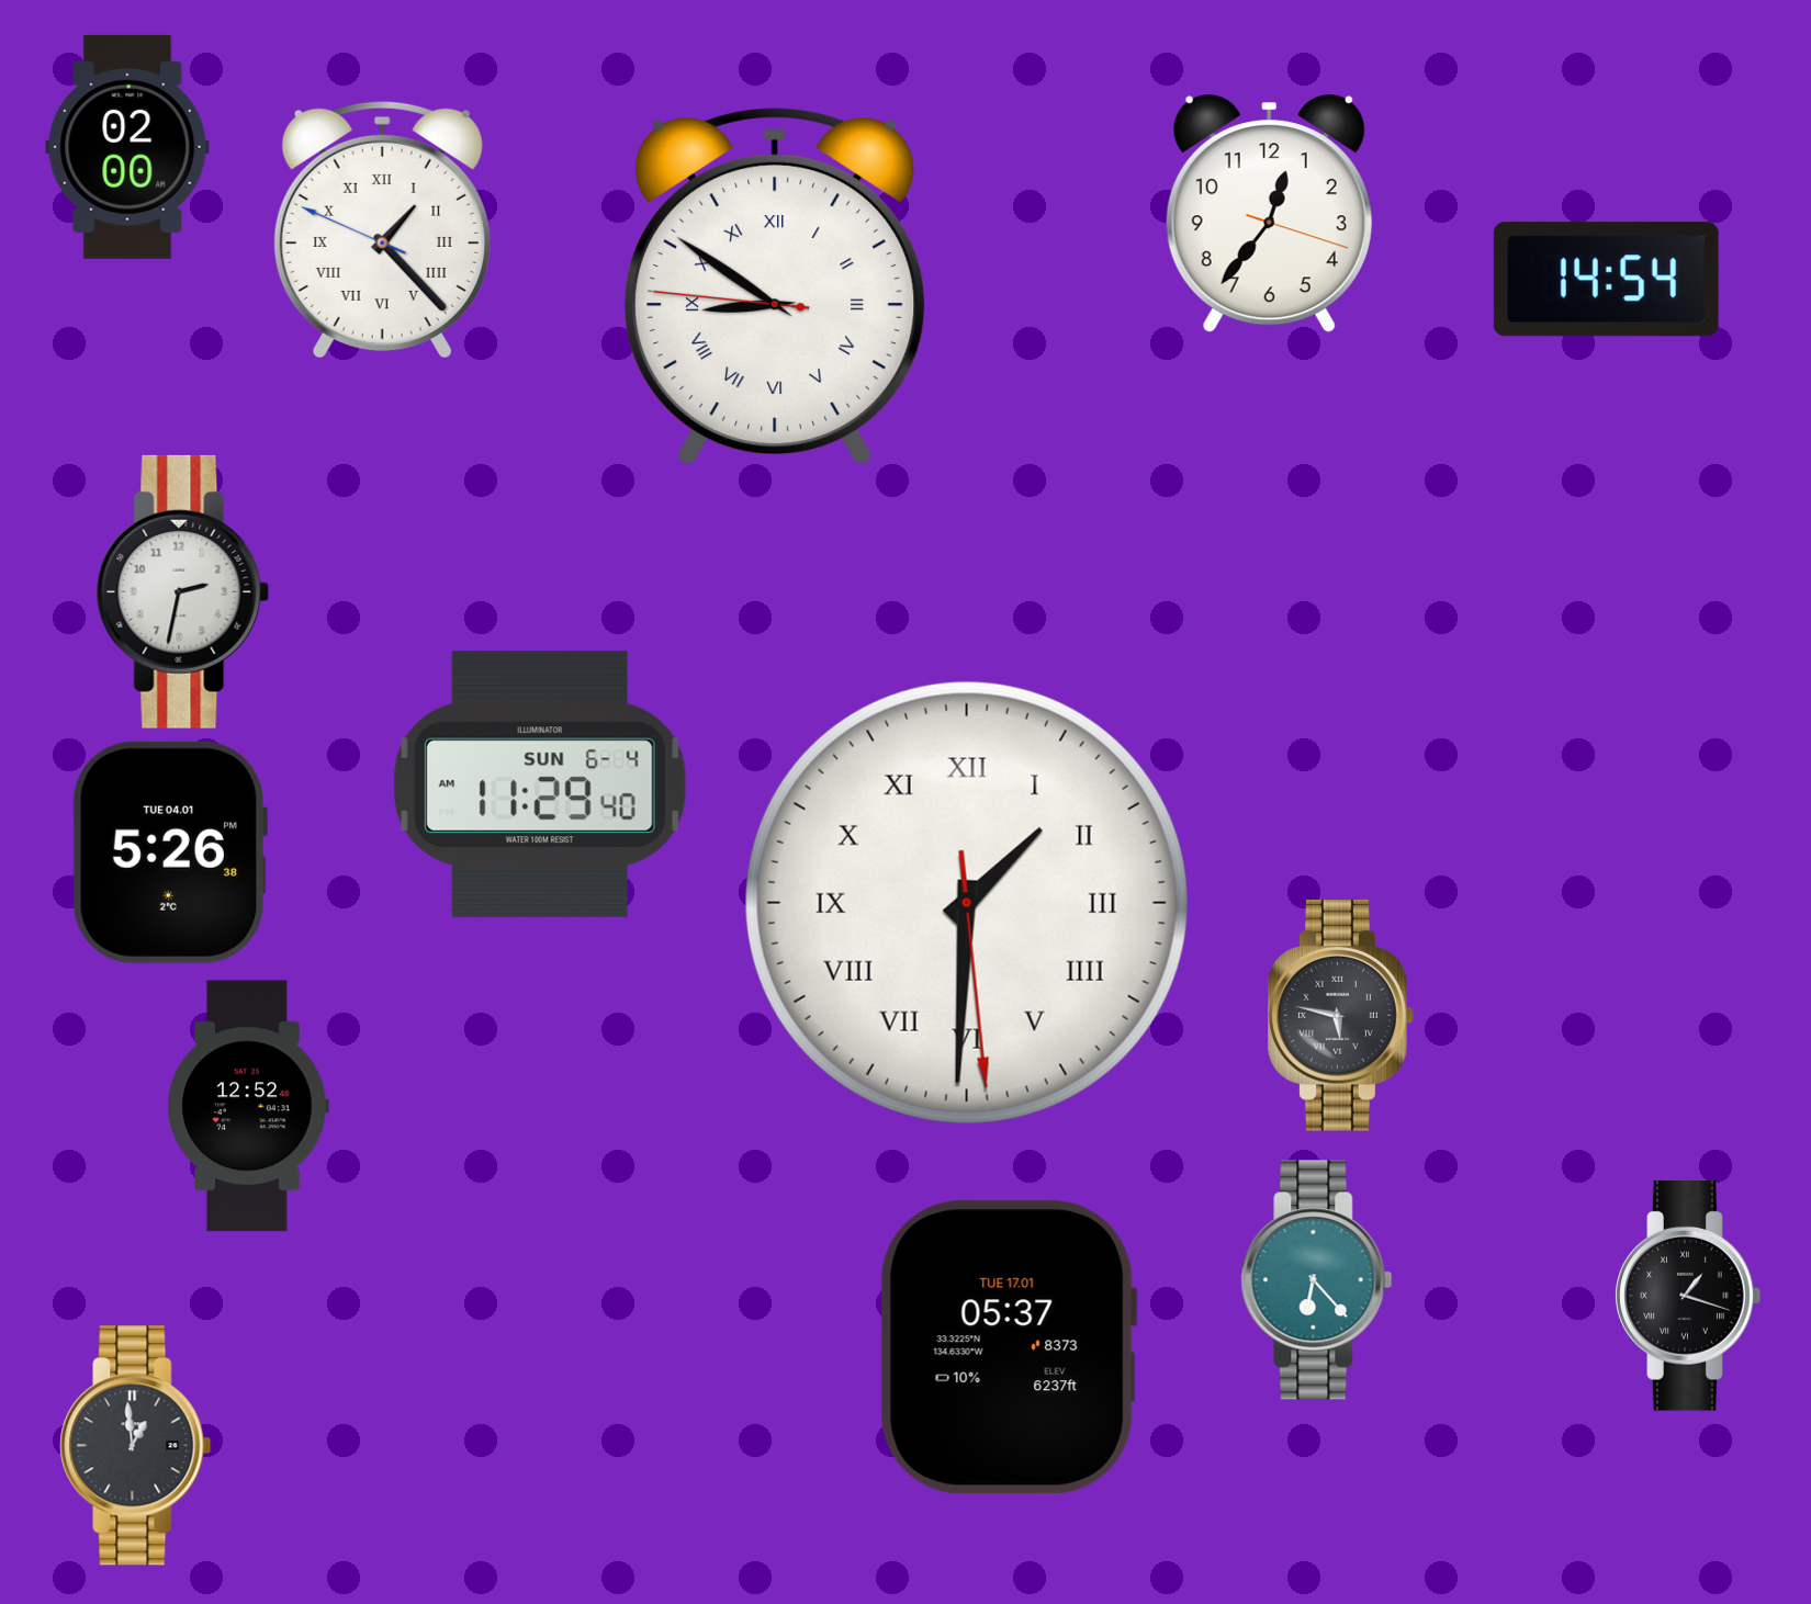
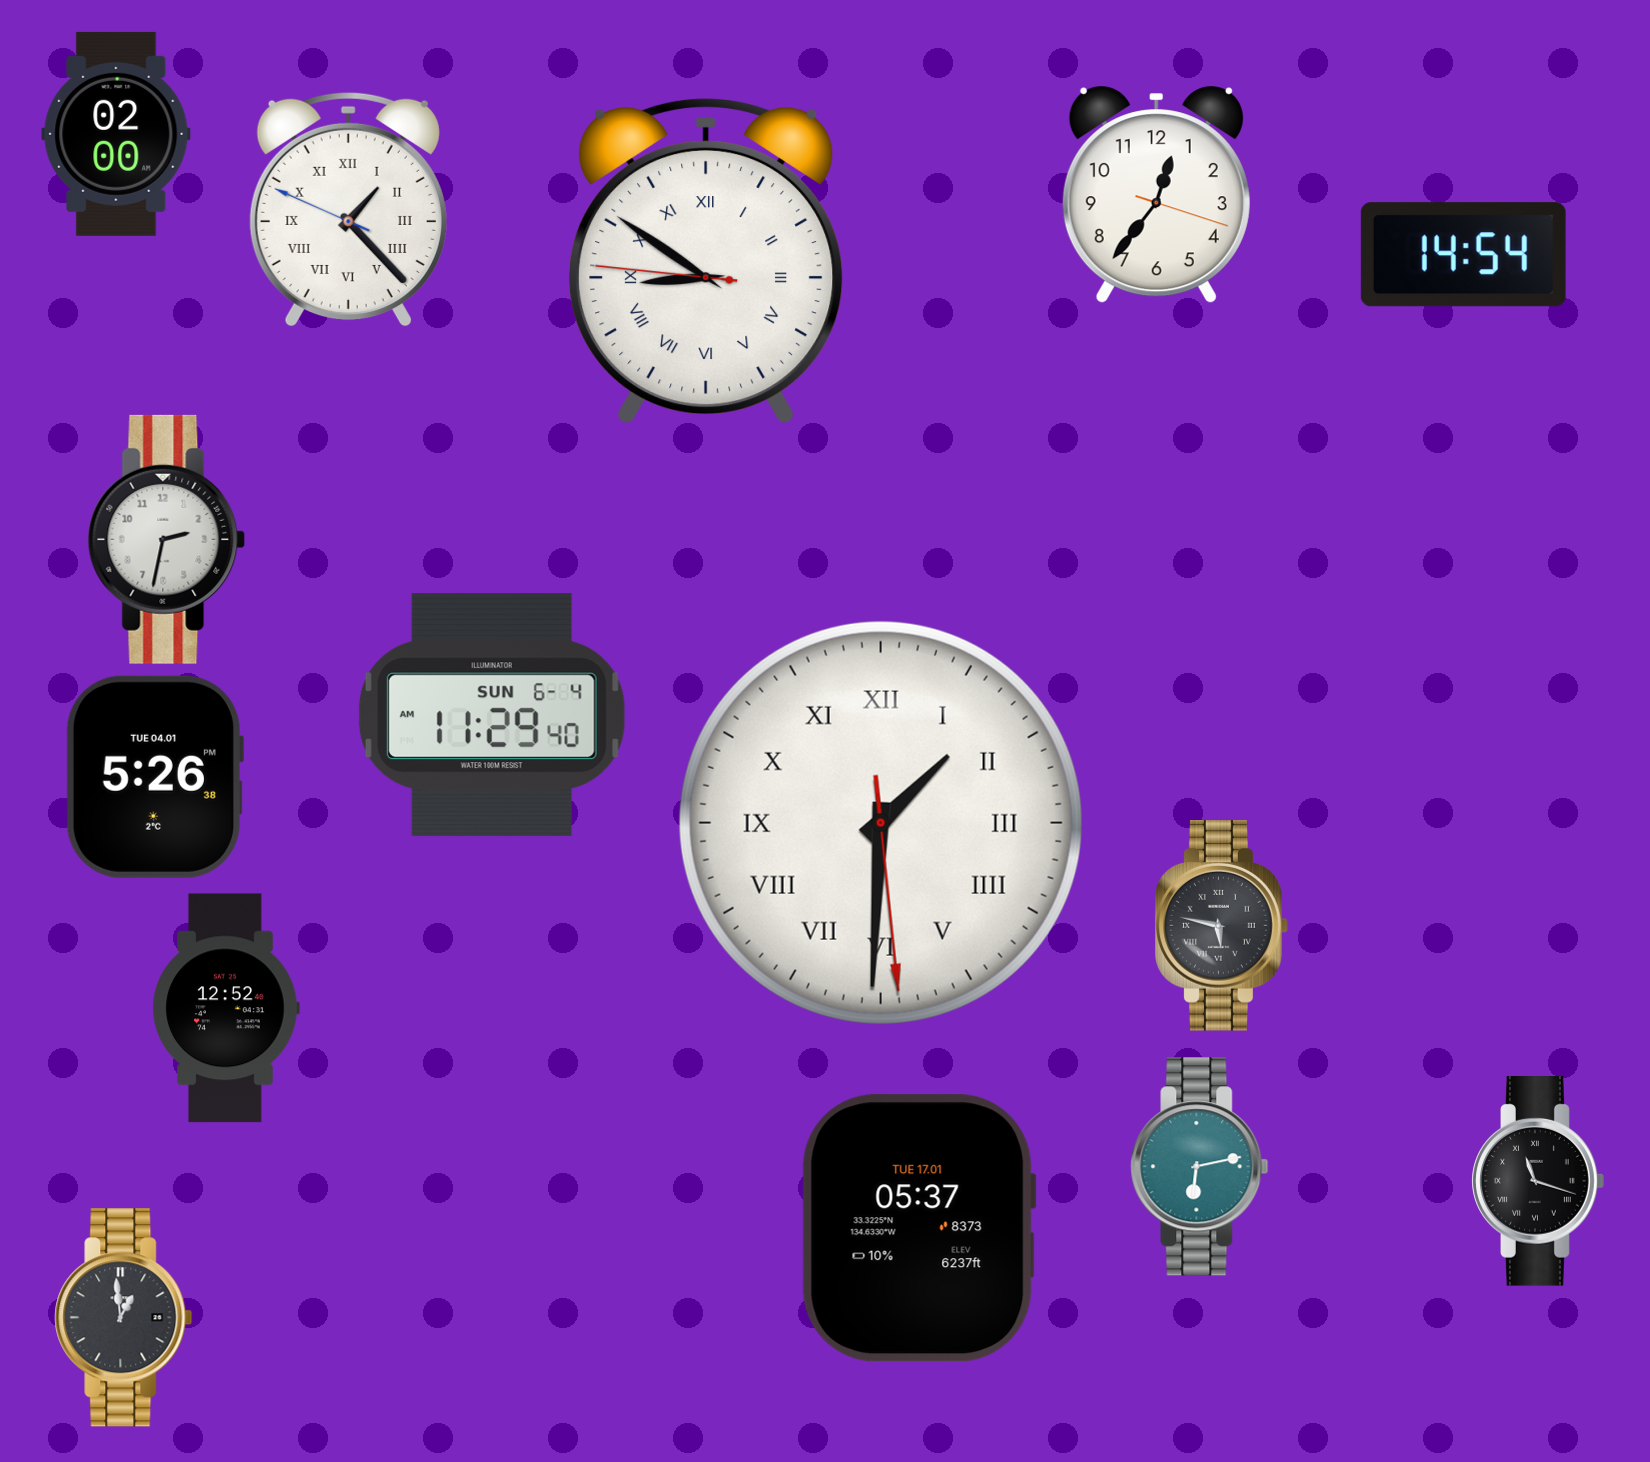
clock at (1317, 1280): 6:23 -> 6:13
clock at (1688, 1297): 1:18 -> 11:18
